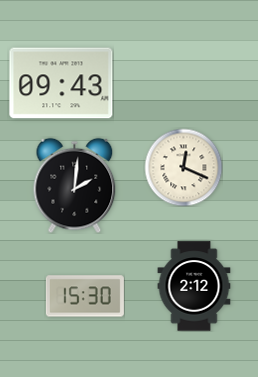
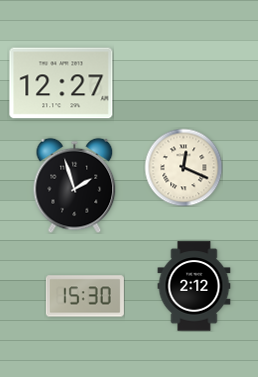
clock at (61, 83): 09:43 -> 12:27
clock at (75, 185): 2:01 -> 1:57
